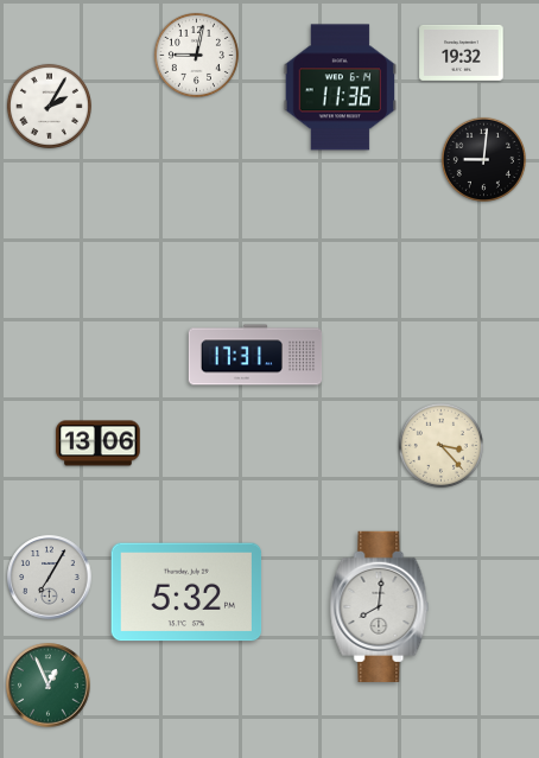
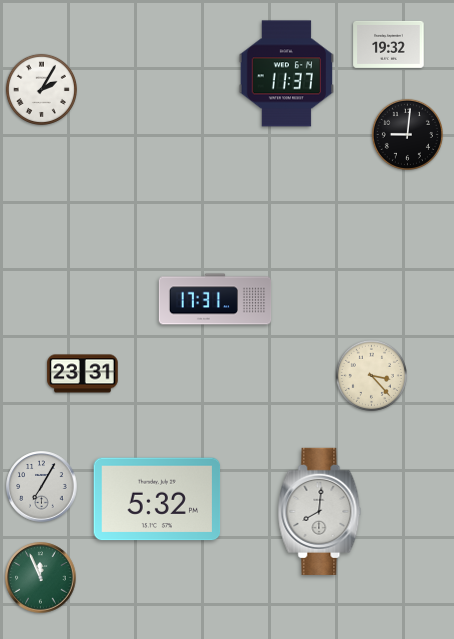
clock at (196, 55): 9:02 -> none
clock at (340, 88): 11:36 -> 11:37
clock at (99, 444): 13:06 -> 23:31
clock at (49, 686): 12:56 -> 11:56
